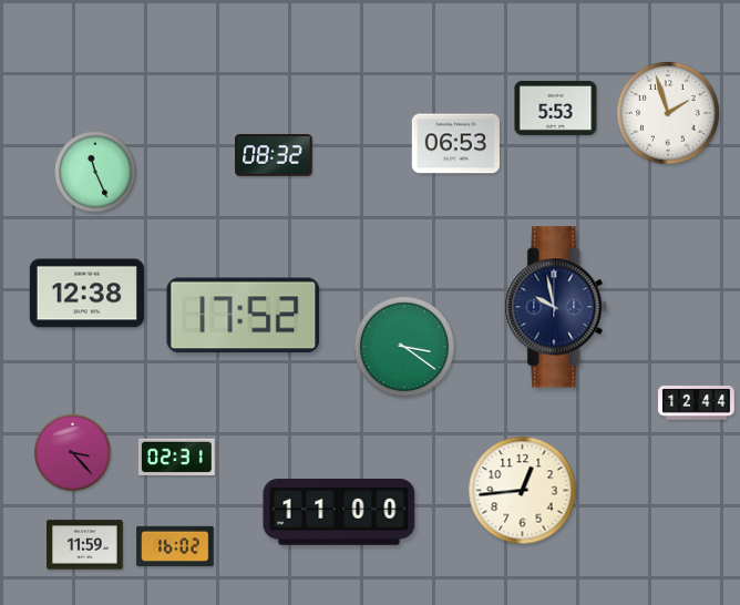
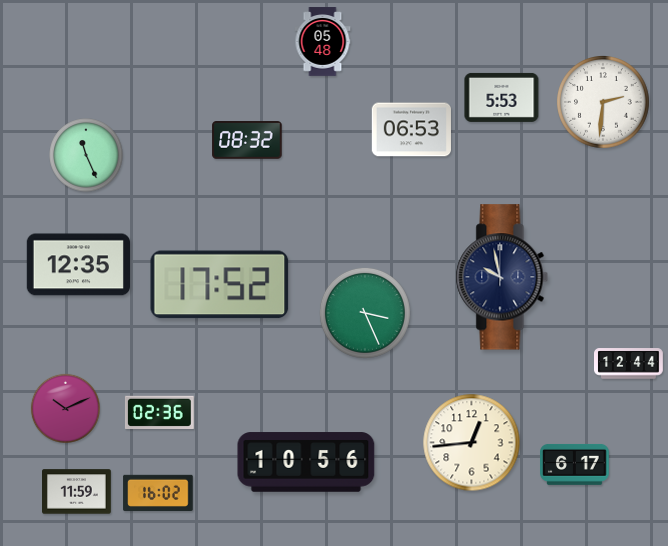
clock at (323, 42): none -> 05:48
clock at (669, 114): 1:57 -> 2:31
clock at (86, 294): 12:38 -> 12:35
clock at (404, 347): 3:21 -> 3:26
clock at (72, 452): 3:23 -> 10:11
clock at (177, 457): 02:31 -> 02:36
clock at (339, 512): 11:00 -> 10:56
clock at (575, 464): none -> 6:17
